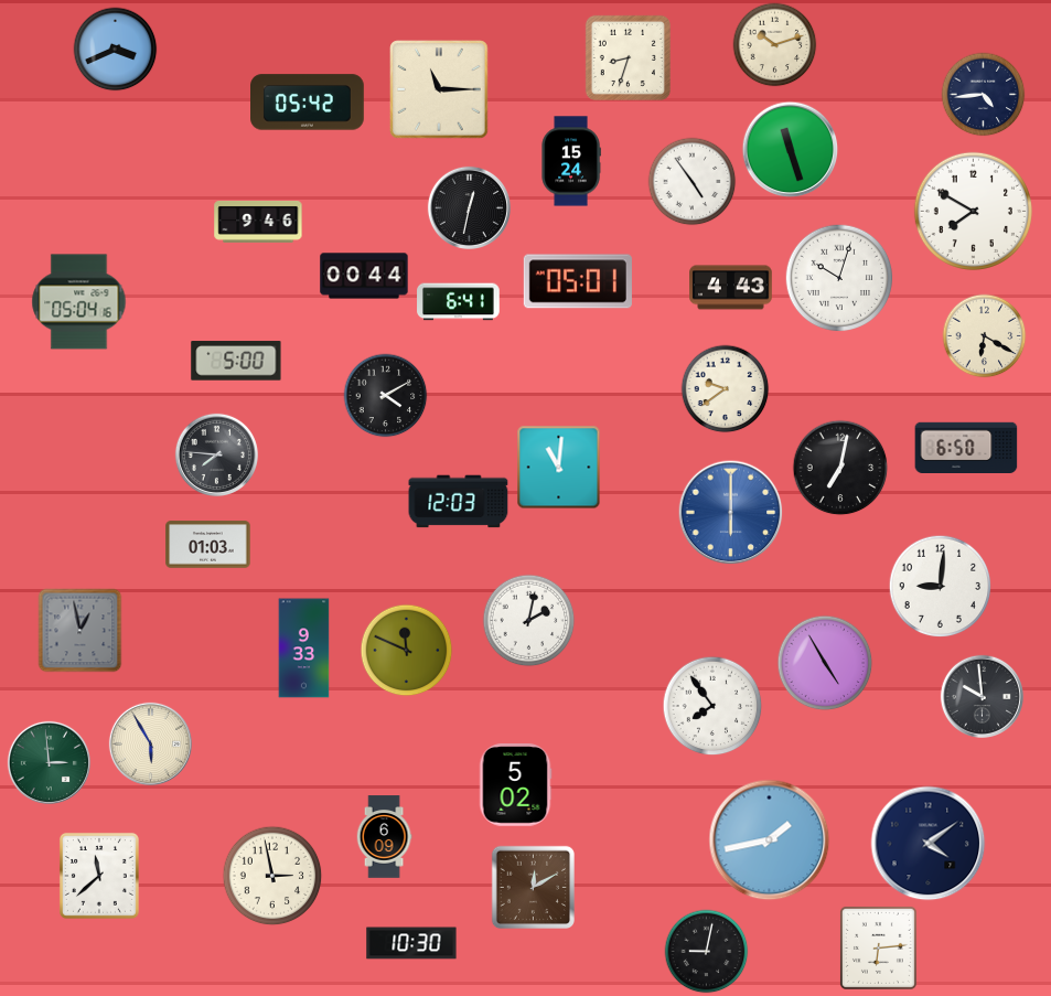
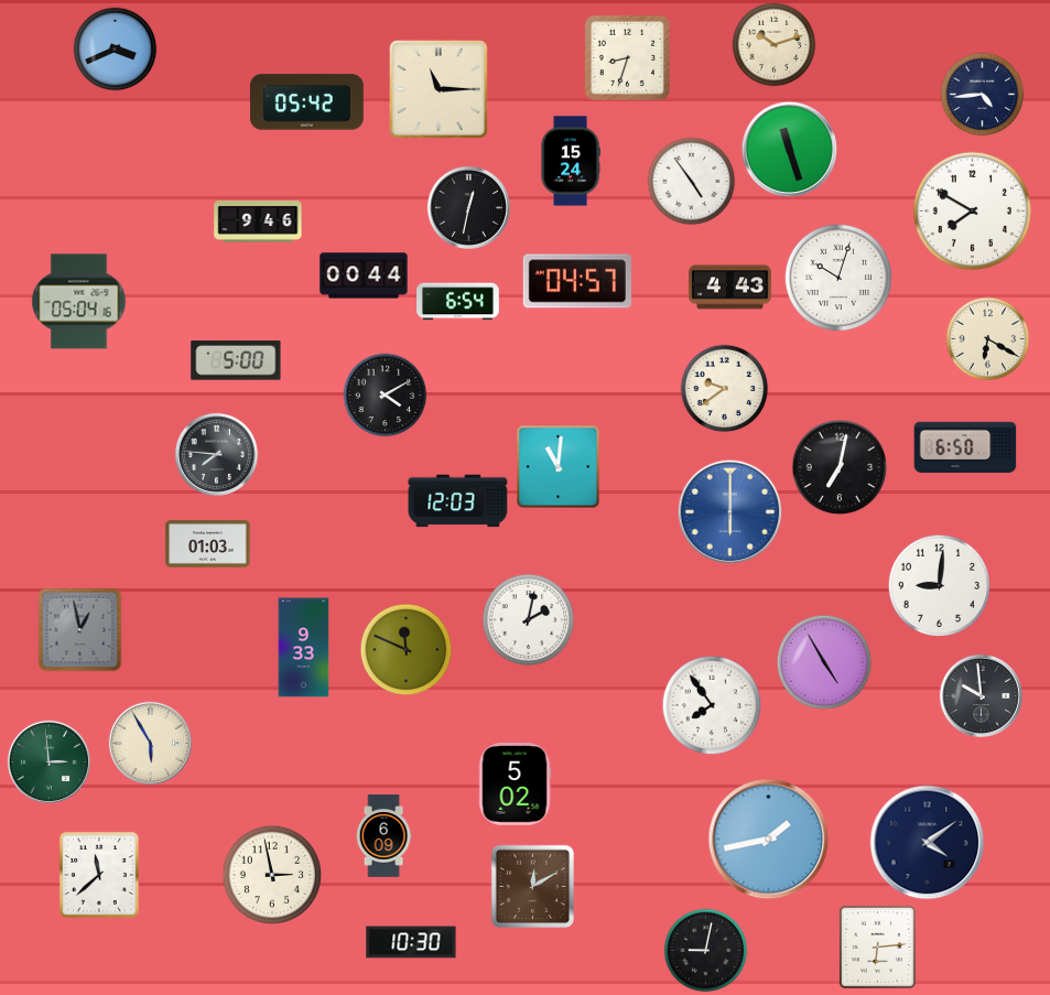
clock at (578, 281): 05:01 -> 04:57
clock at (459, 302): 6:41 -> 6:54
clock at (985, 336) position: (985, 336) -> (988, 339)
